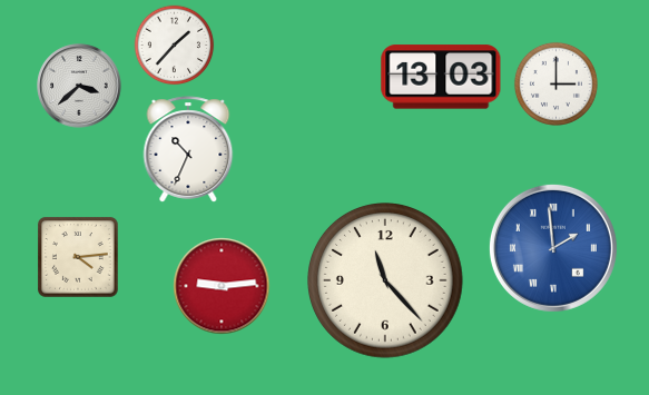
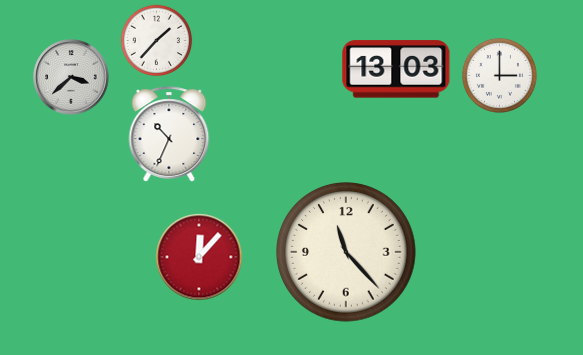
clock at (553, 248): 1:59 -> none
clock at (78, 257): 4:14 -> none
clock at (222, 286): 9:14 -> 12:07
